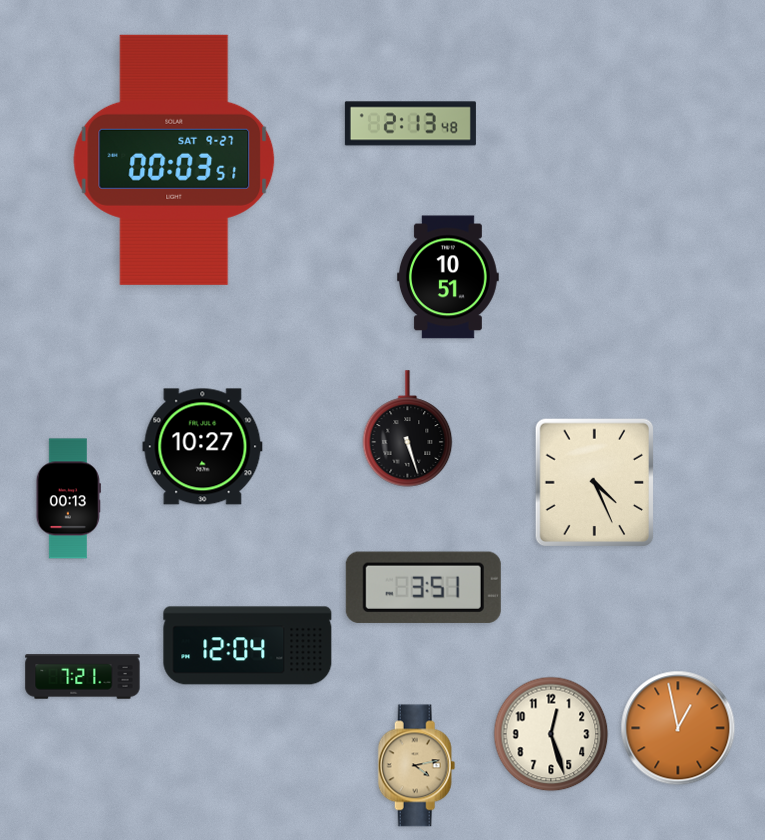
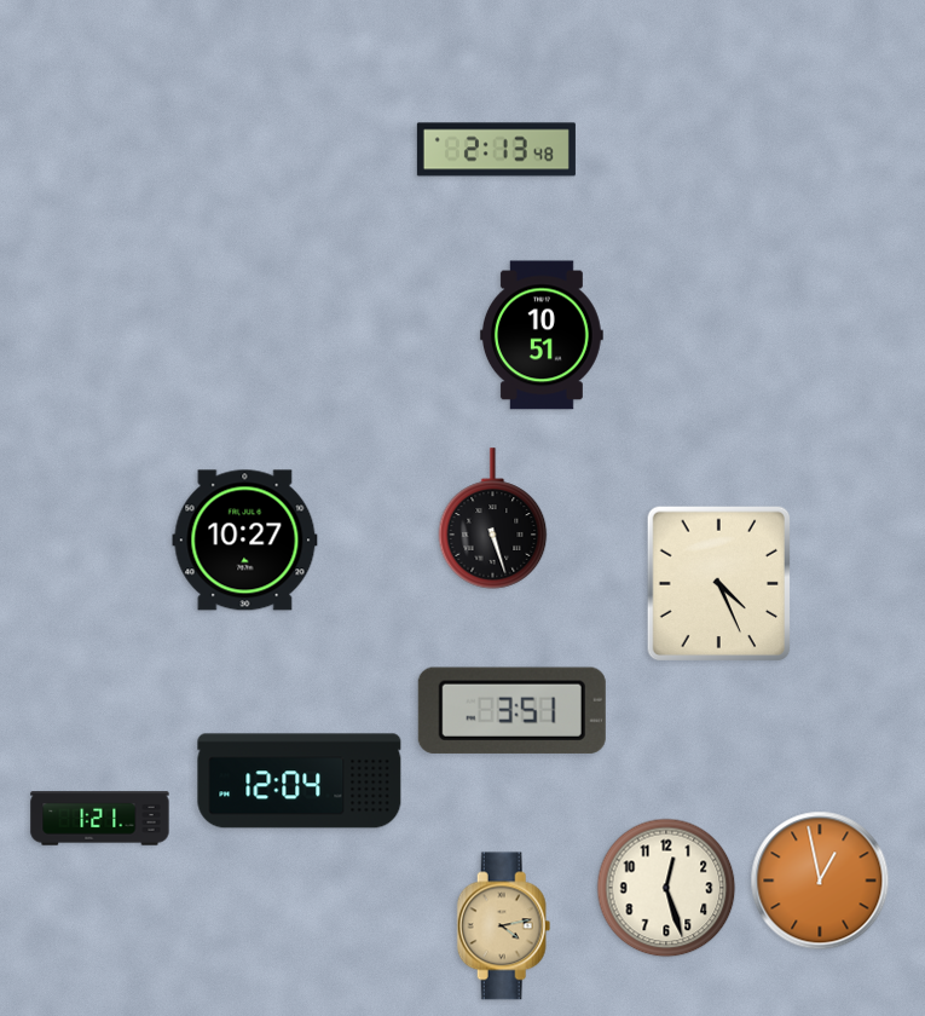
clock at (174, 160): 00:03 -> none
clock at (68, 499): 00:13 -> none
clock at (83, 677): 7:21 -> 1:21
